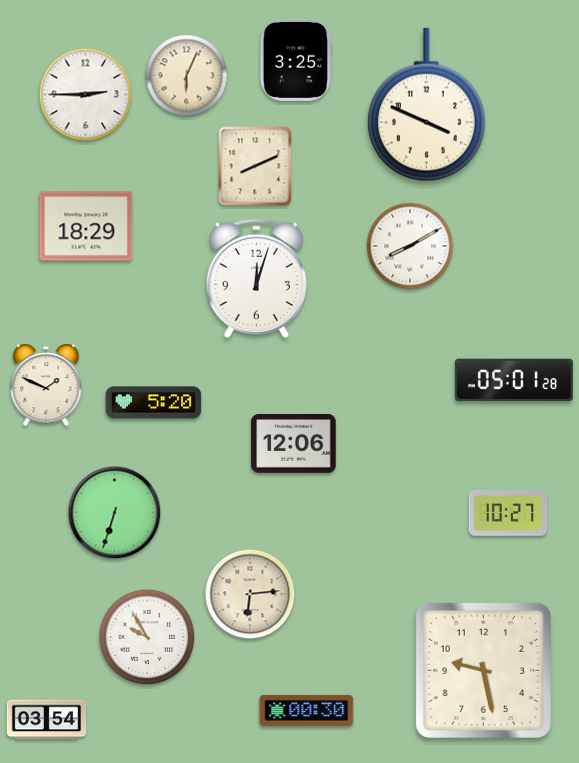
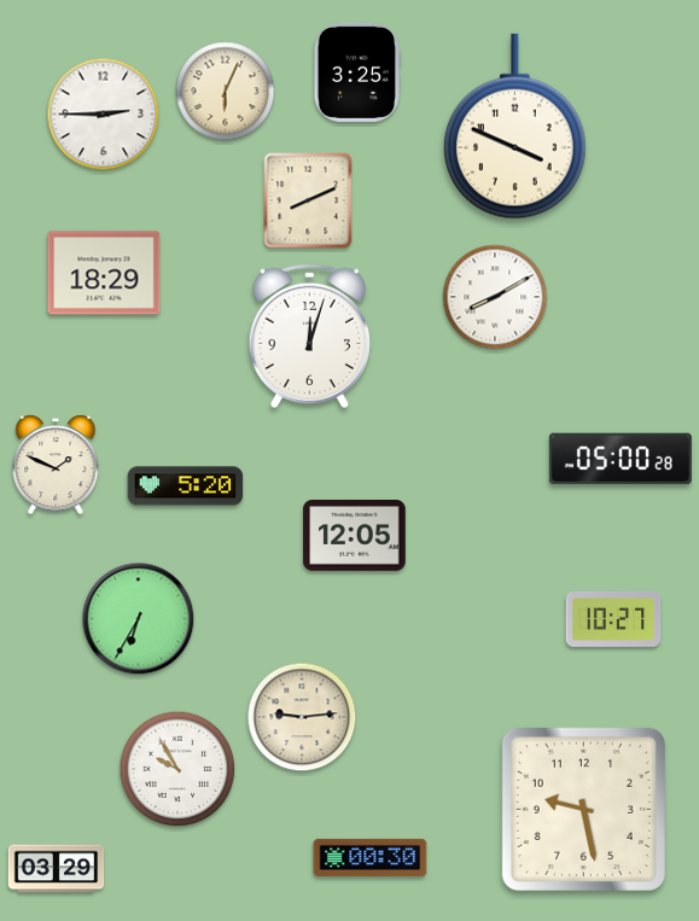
clock at (514, 380): 05:01 -> 05:00
clock at (294, 444): 12:06 -> 12:05
clock at (115, 513): 6:33 -> 6:35
clock at (250, 594): 6:14 -> 9:14
clock at (47, 720): 03:54 -> 03:29
